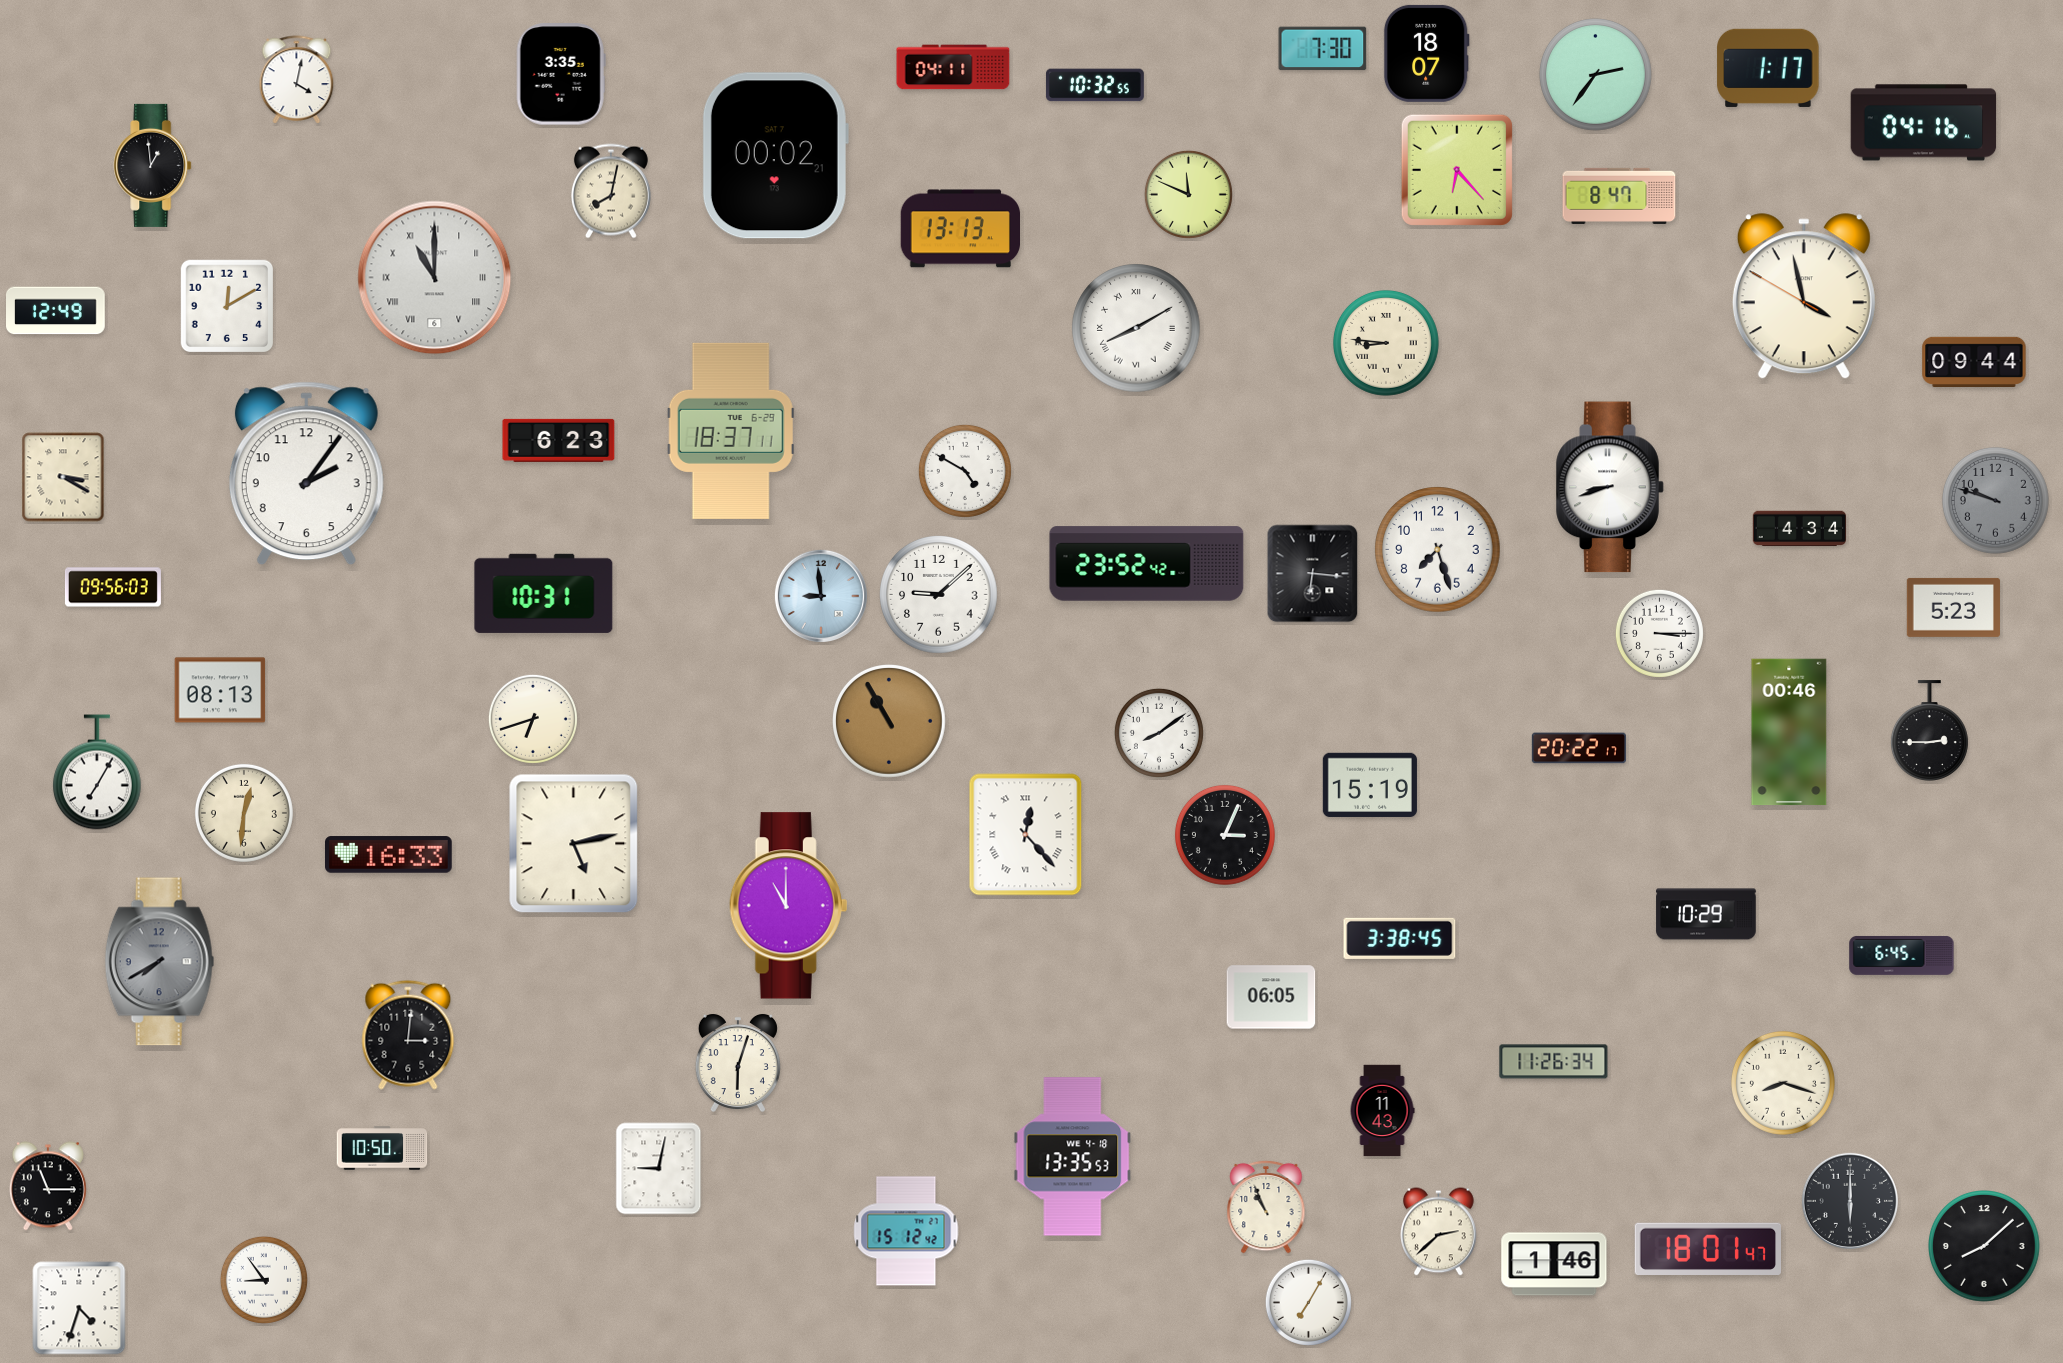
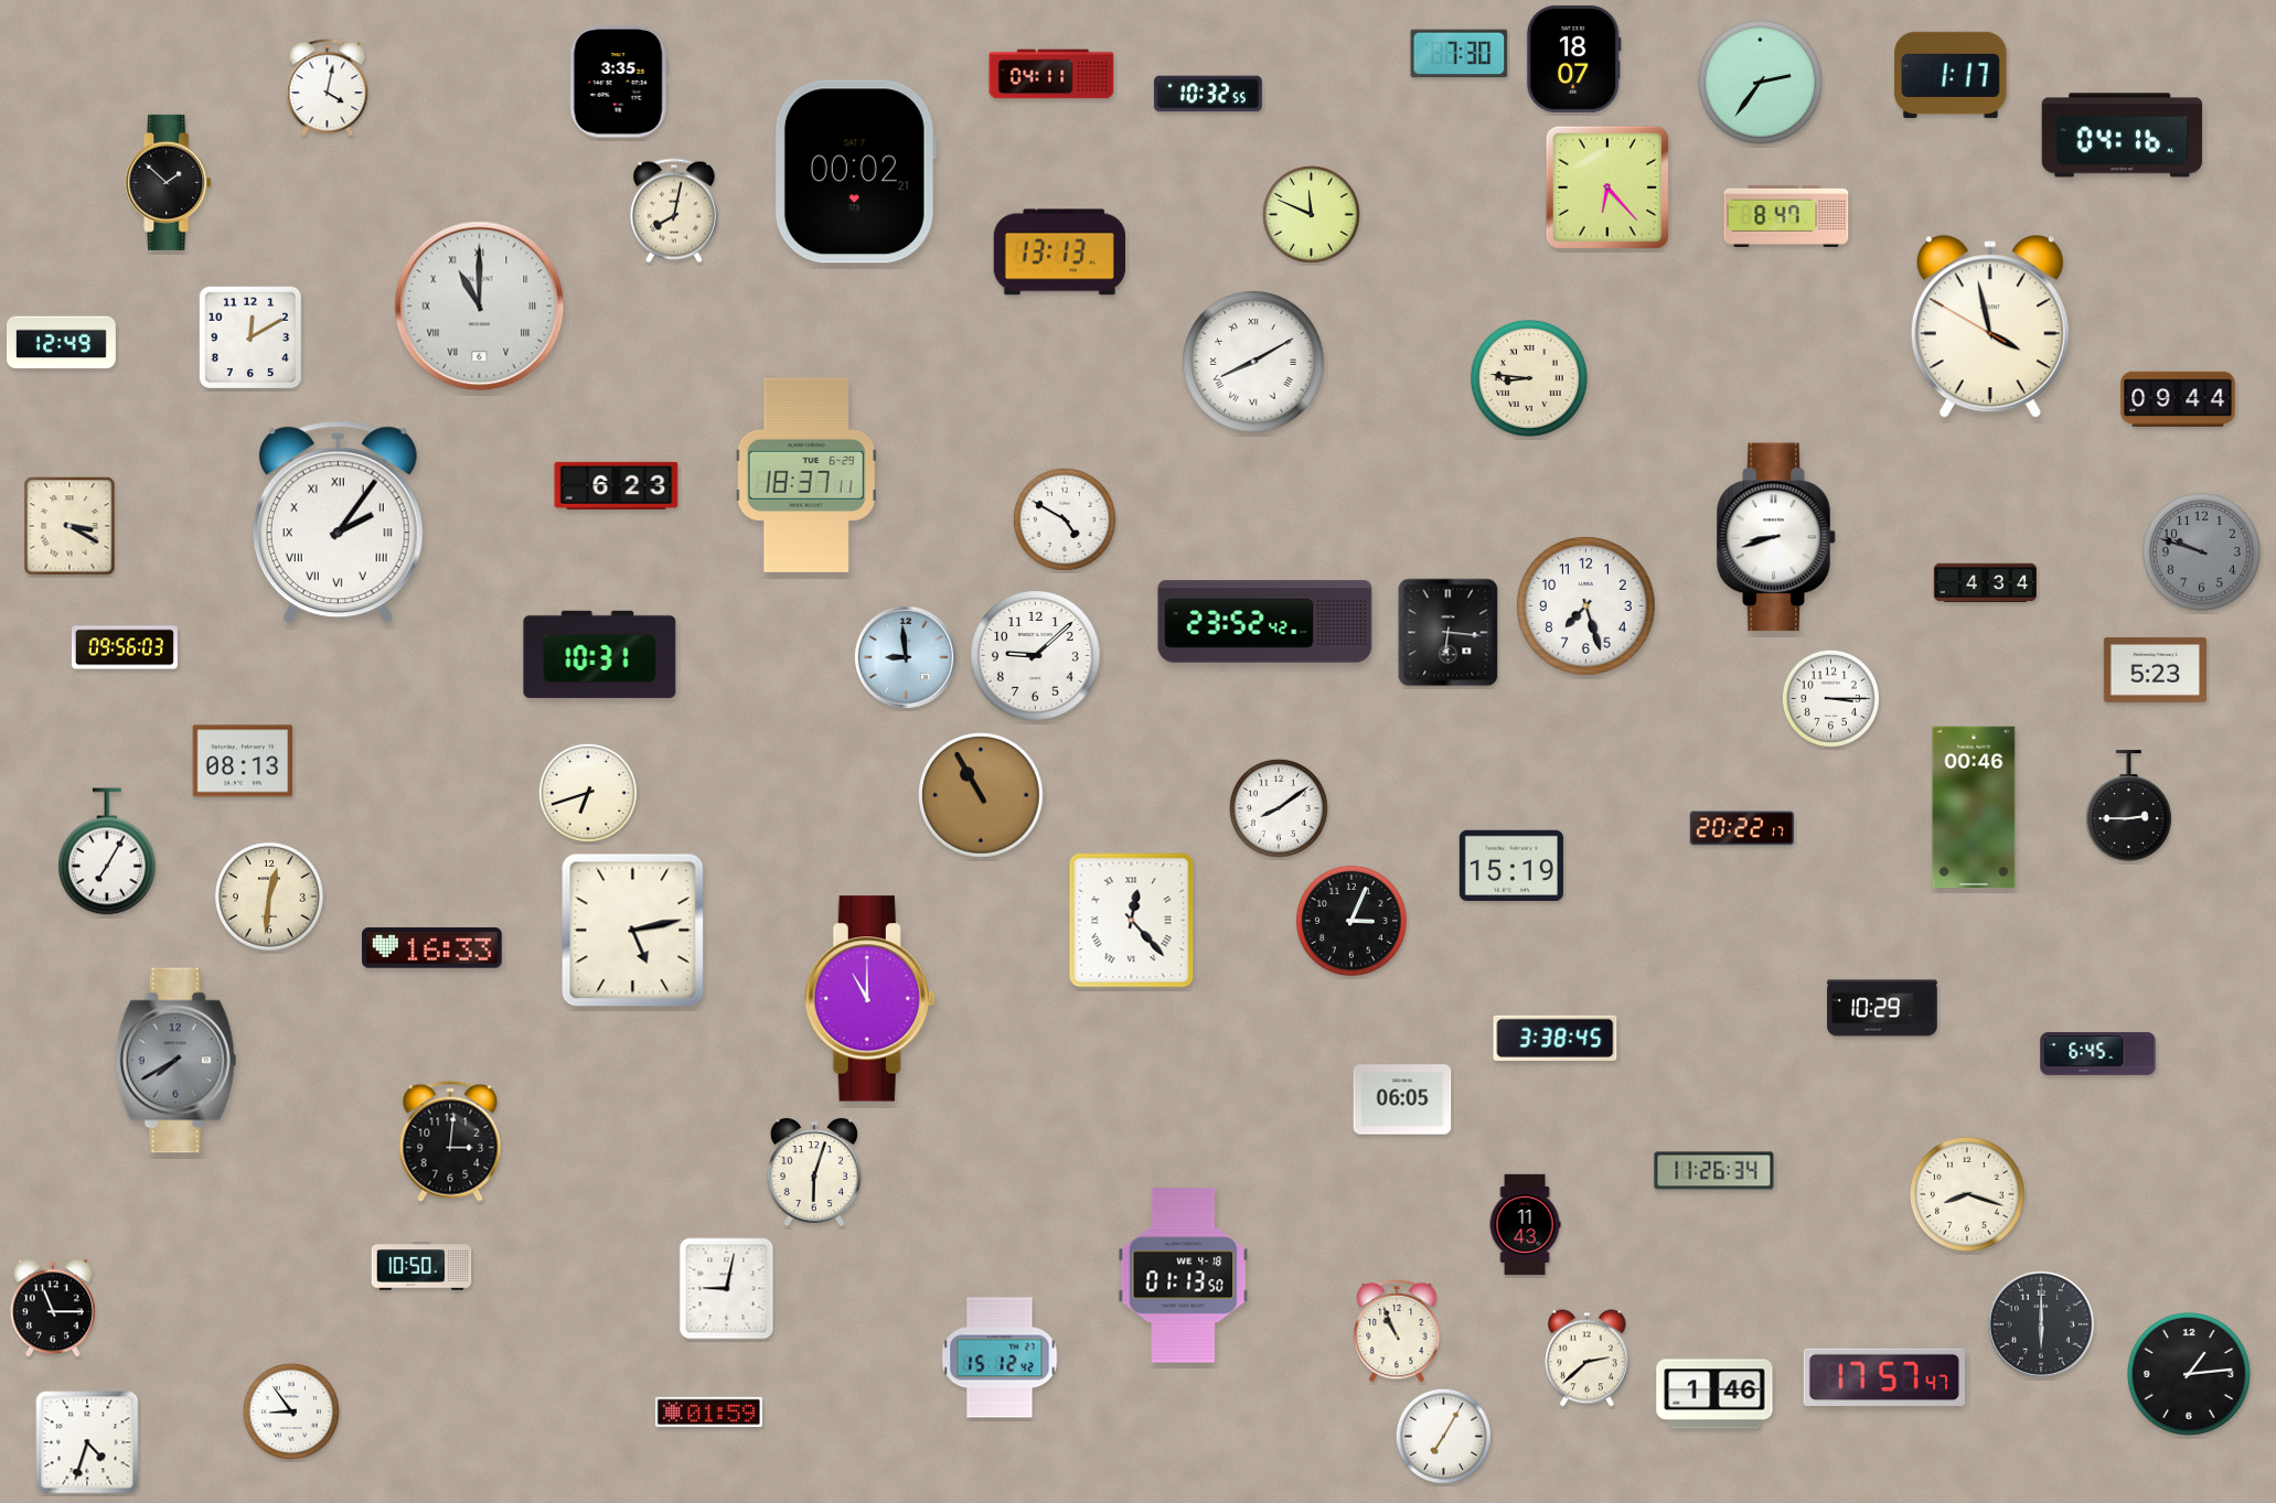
clock at (153, 165): 12:59 -> 1:52
clock at (306, 474) numerals: Arabic -> Roman
clock at (1579, 748) position: (1579, 748) -> (1742, 828)
clock at (389, 855) position: (389, 855) -> (432, 948)
clock at (1400, 938) position: (1400, 938) -> (1556, 1038)
clock at (1073, 1157): 13:35 -> 01:13
clock at (1985, 1247): 8:08 -> 1:14
clock at (1707, 1249): 18:01 -> 17:57
clock at (708, 1411): none -> 01:59
